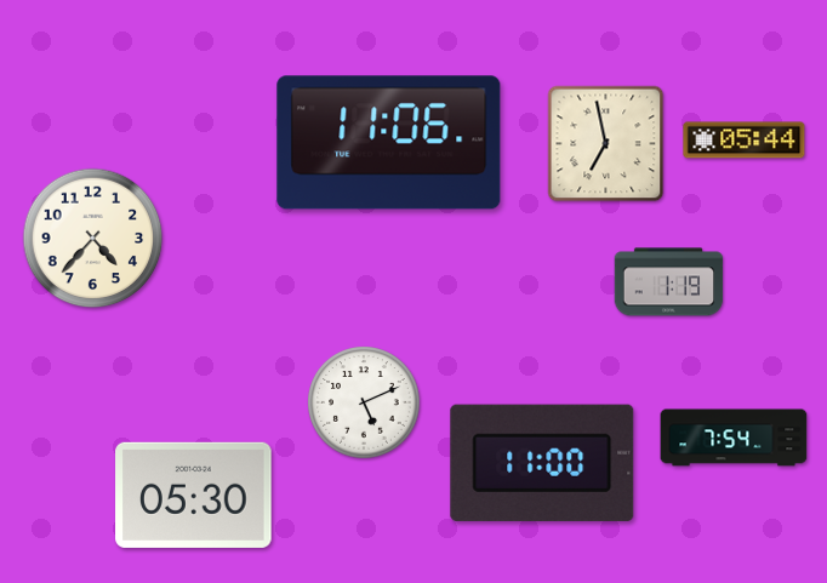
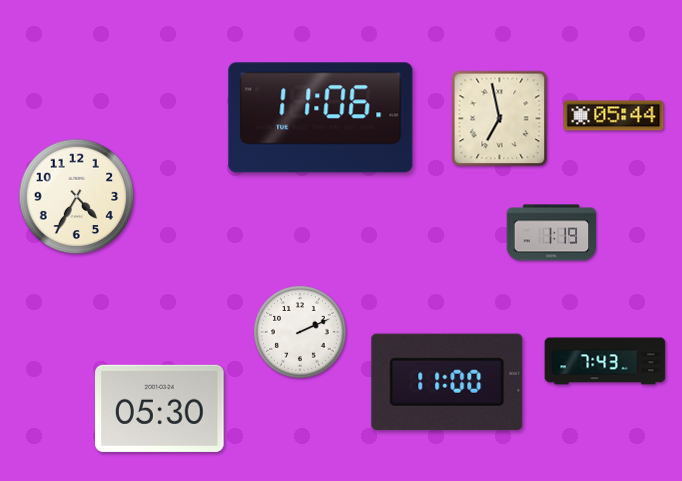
clock at (93, 239): 4:37 -> 4:35
clock at (364, 402): 5:11 -> 2:11
clock at (734, 438): 7:54 -> 7:43
